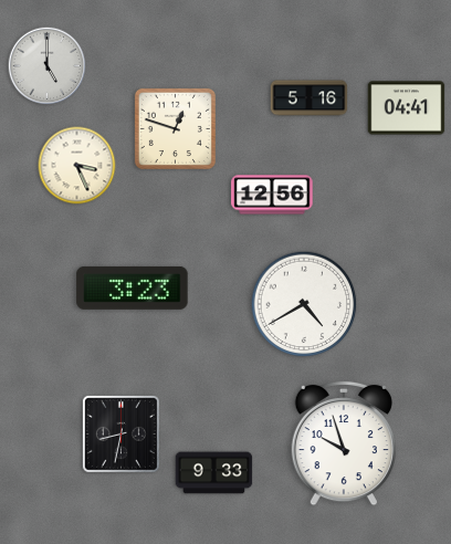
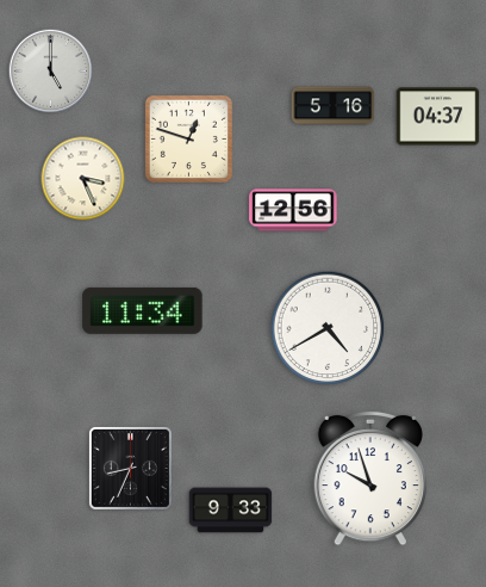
clock at (407, 108): 04:41 -> 04:37
clock at (133, 287): 3:23 -> 11:34
clock at (120, 433): 8:32 -> 8:34
